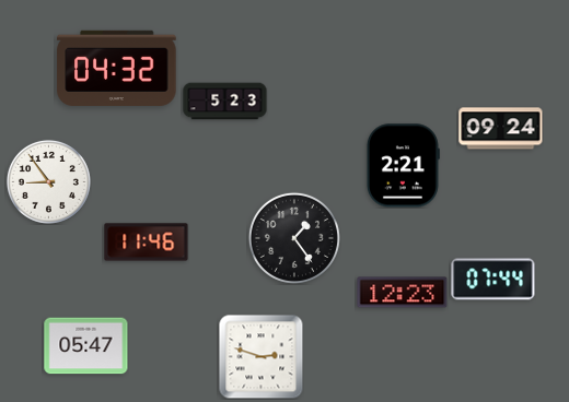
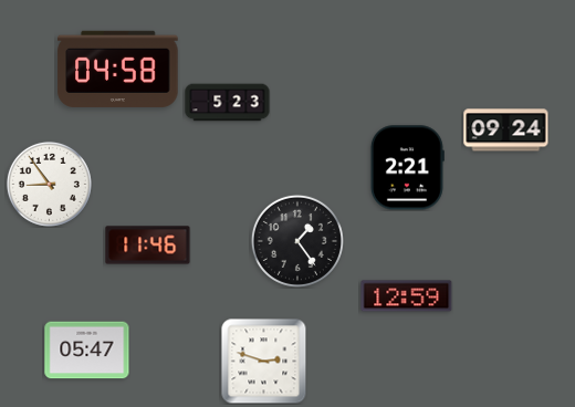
clock at (117, 68): 04:32 -> 04:58
clock at (493, 280): 07:44 -> none
clock at (403, 293): 12:23 -> 12:59
